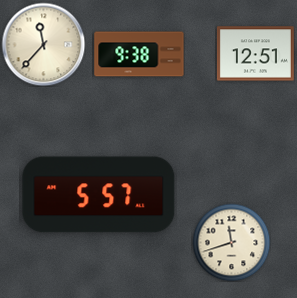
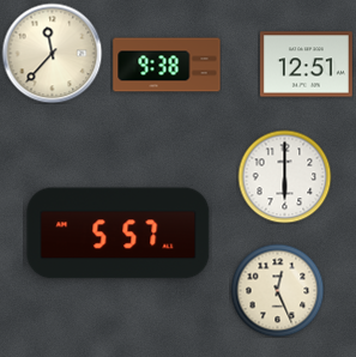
clock at (284, 176): none -> 6:00
clock at (231, 242): 11:42 -> 12:26
